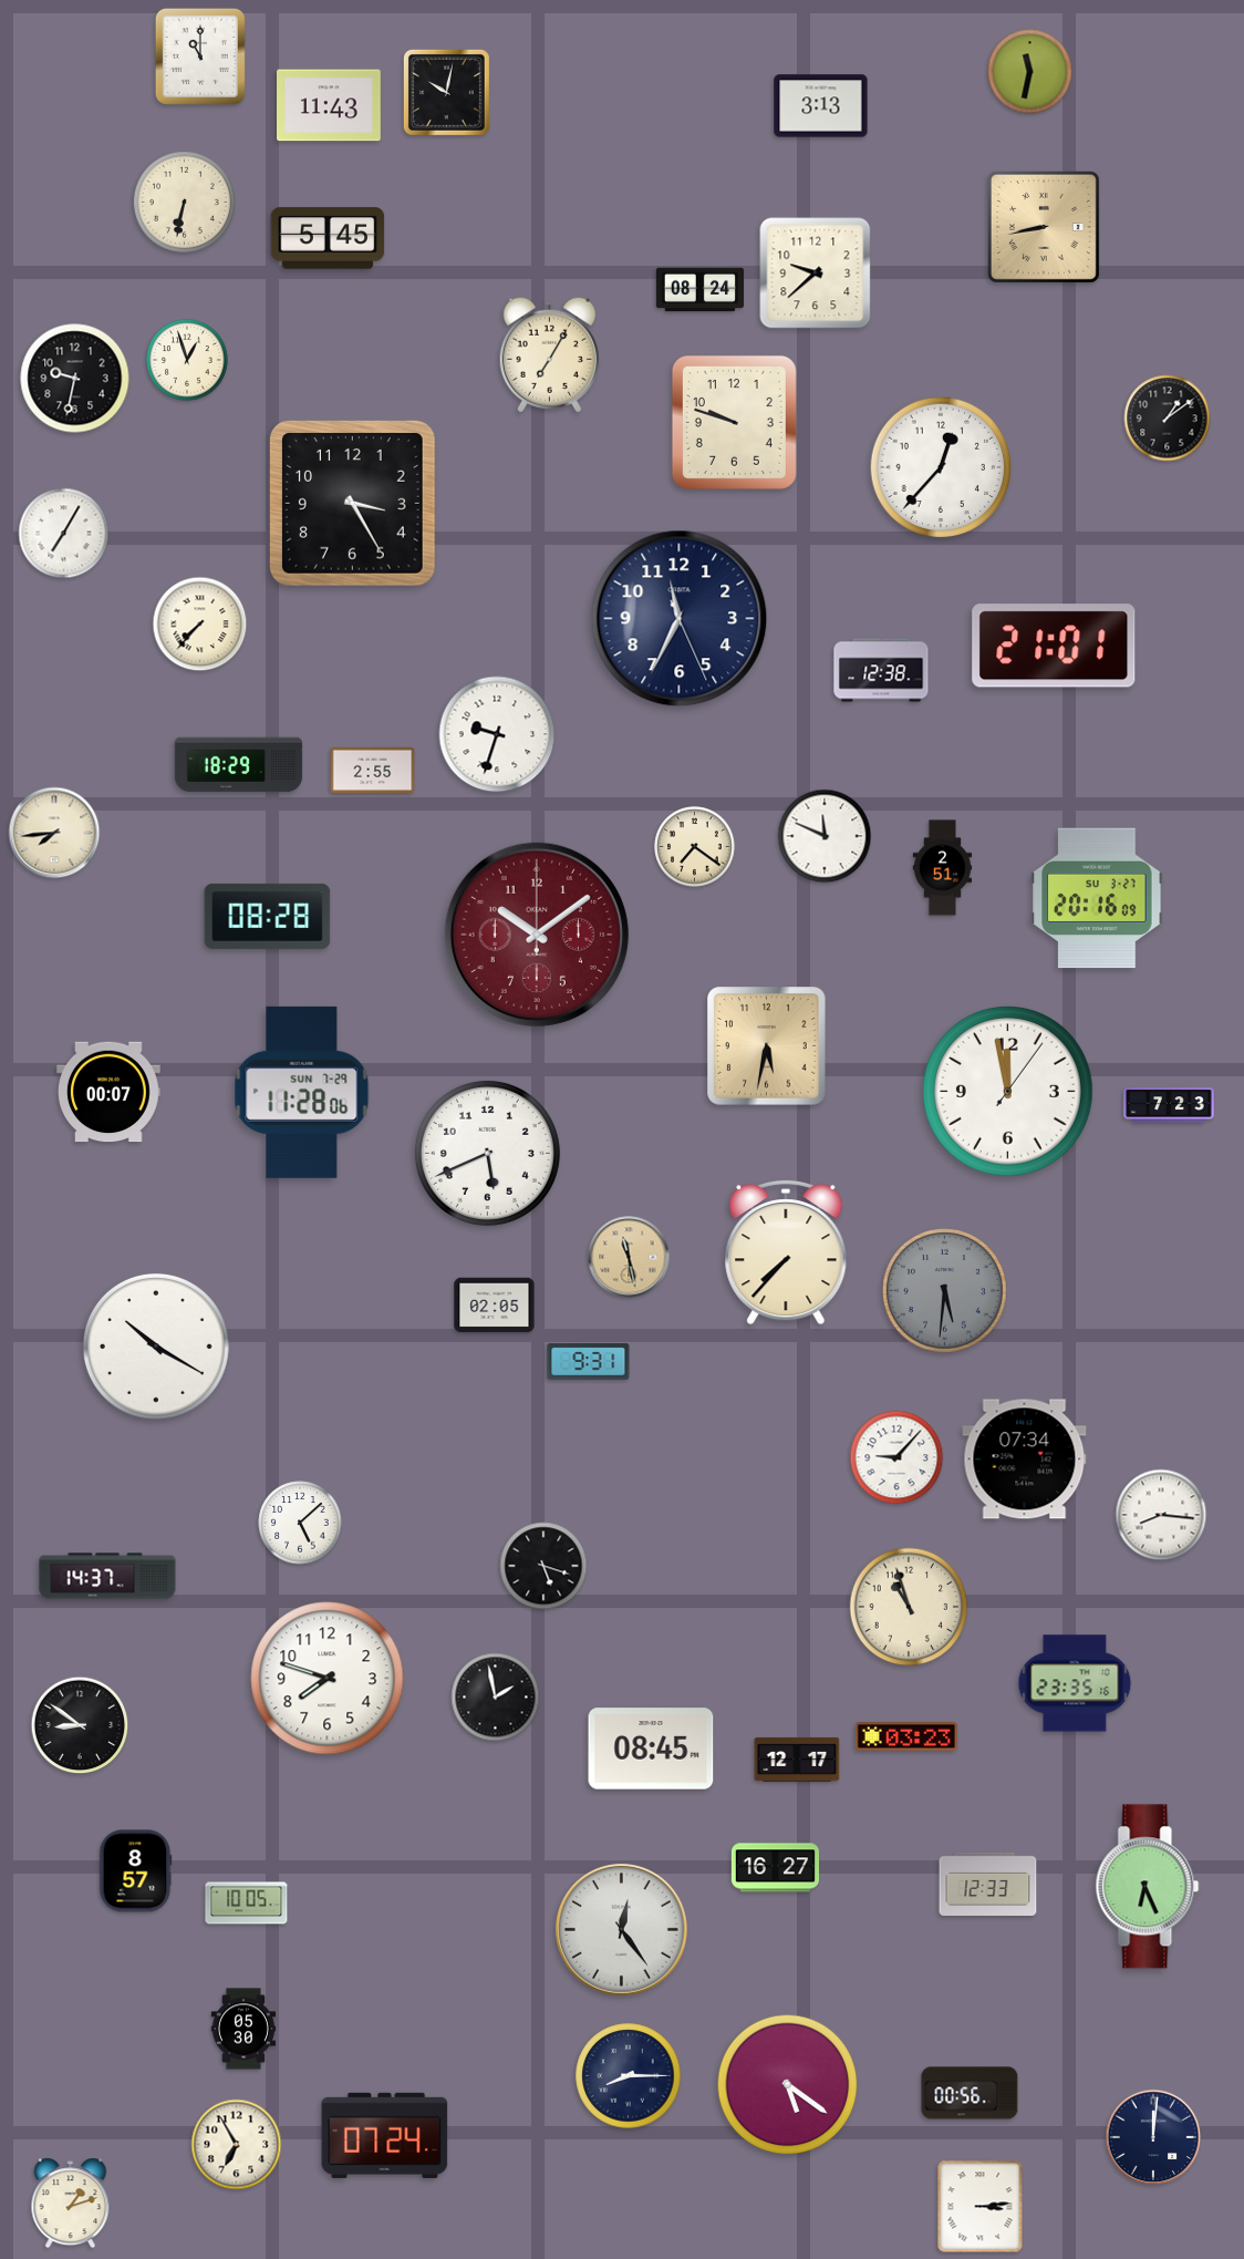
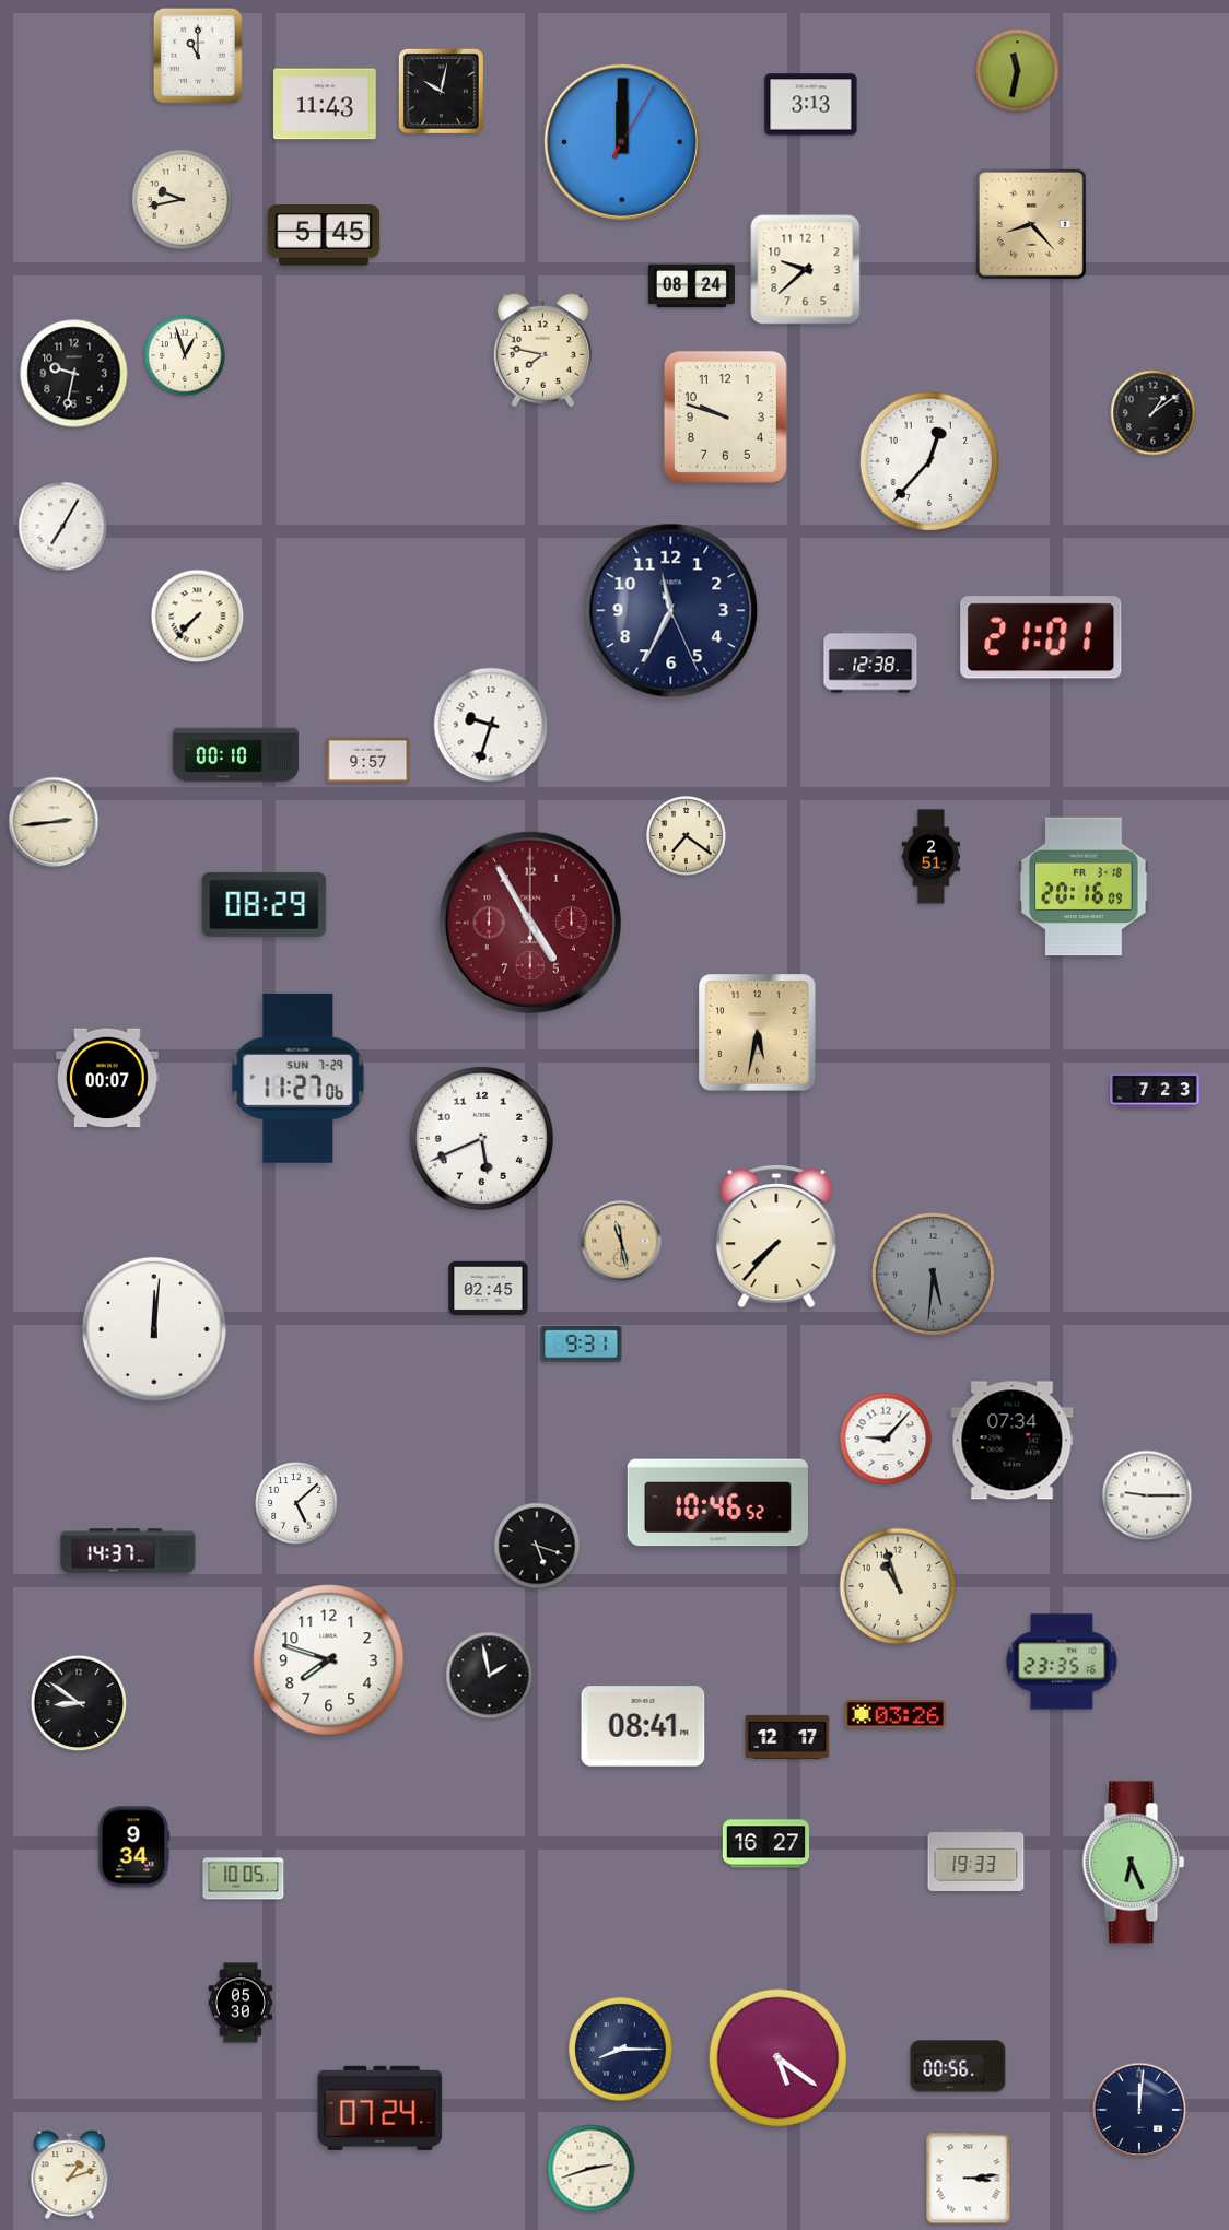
clock at (622, 142): none -> 12:00
clock at (184, 202): 6:32 -> 9:43
clock at (1044, 227): 8:43 -> 8:23
clock at (549, 355): 7:05 -> 7:47
clock at (353, 504): 3:25 -> none
clock at (239, 765): 18:29 -> 00:10
clock at (373, 770): 2:55 -> 9:57
clock at (54, 833): 7:44 -> 2:44
clock at (825, 836): 11:49 -> none
clock at (1097, 898) date: SU 3-27 -> FR 3-18
clock at (268, 916): 08:28 -> 08:29
clock at (537, 935): 10:09 -> 4:55
clock at (302, 1092): 11:28 -> 11:27
clock at (1008, 1092): 11:58 -> none
clock at (495, 1306): 02:05 -> 02:45
clock at (156, 1347): 10:20 -> 12:01
clock at (1161, 1515): 8:16 -> 9:15
clock at (717, 1503): none -> 10:46
clock at (107, 1576) position: (107, 1576) -> (128, 1551)
clock at (328, 1679) position: (328, 1679) -> (329, 1660)
clock at (906, 1736): 03:23 -> 03:26
clock at (651, 1749): 08:45 -> 08:41
clock at (136, 1871): 8:57 -> 9:34
clock at (988, 1884): 12:33 -> 19:33
clock at (621, 1929): 12:24 -> none
clock at (237, 2145): 6:55 -> none
clock at (592, 2169): none -> 2:42
